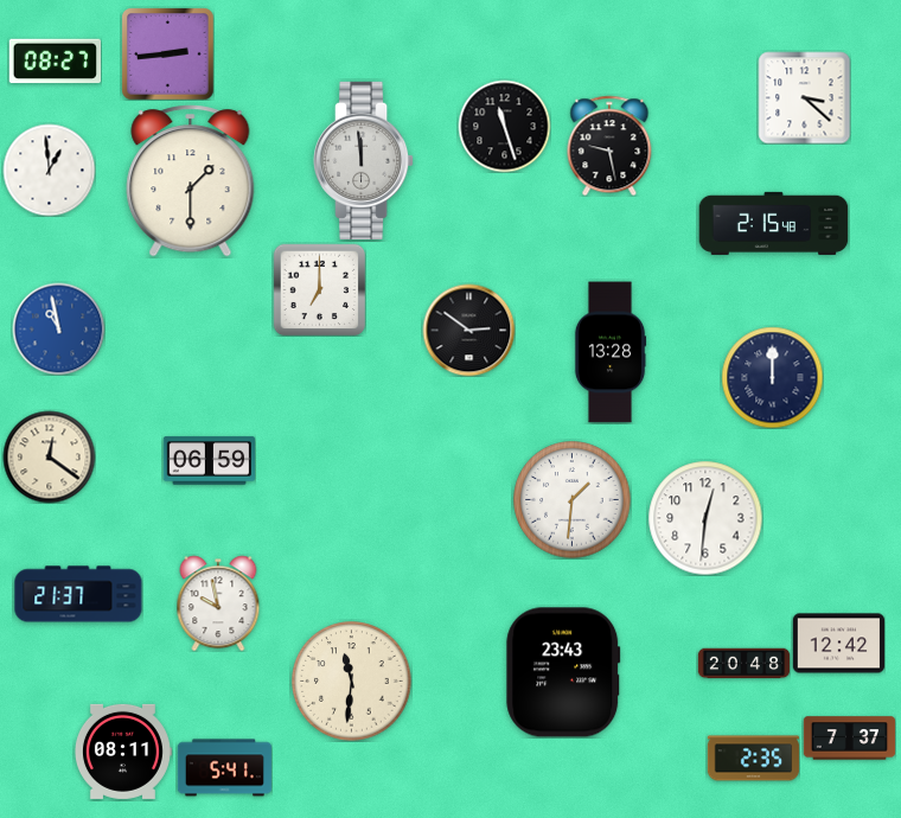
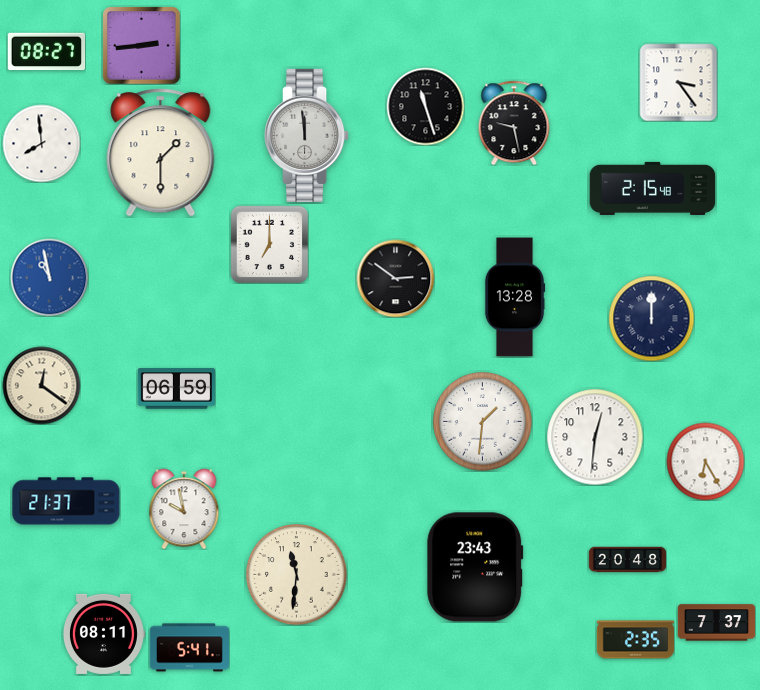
clock at (804, 97): 3:22 -> 3:24
clock at (49, 170): 12:59 -> 7:59
clock at (705, 461): none -> 6:25
clock at (838, 644): 12:42 -> none
